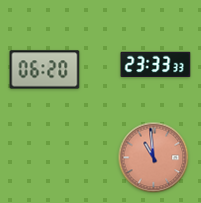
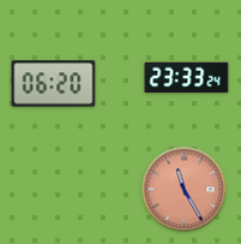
clock at (156, 65): 23:33:33 -> 23:33:24
clock at (154, 158): 10:59 -> 11:25
